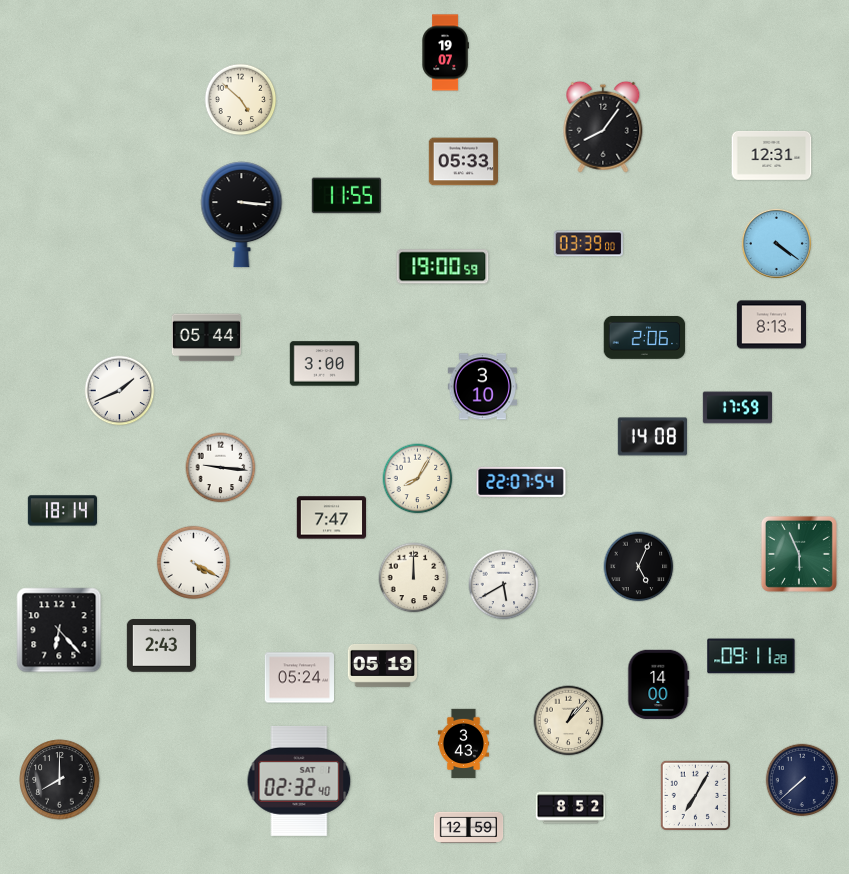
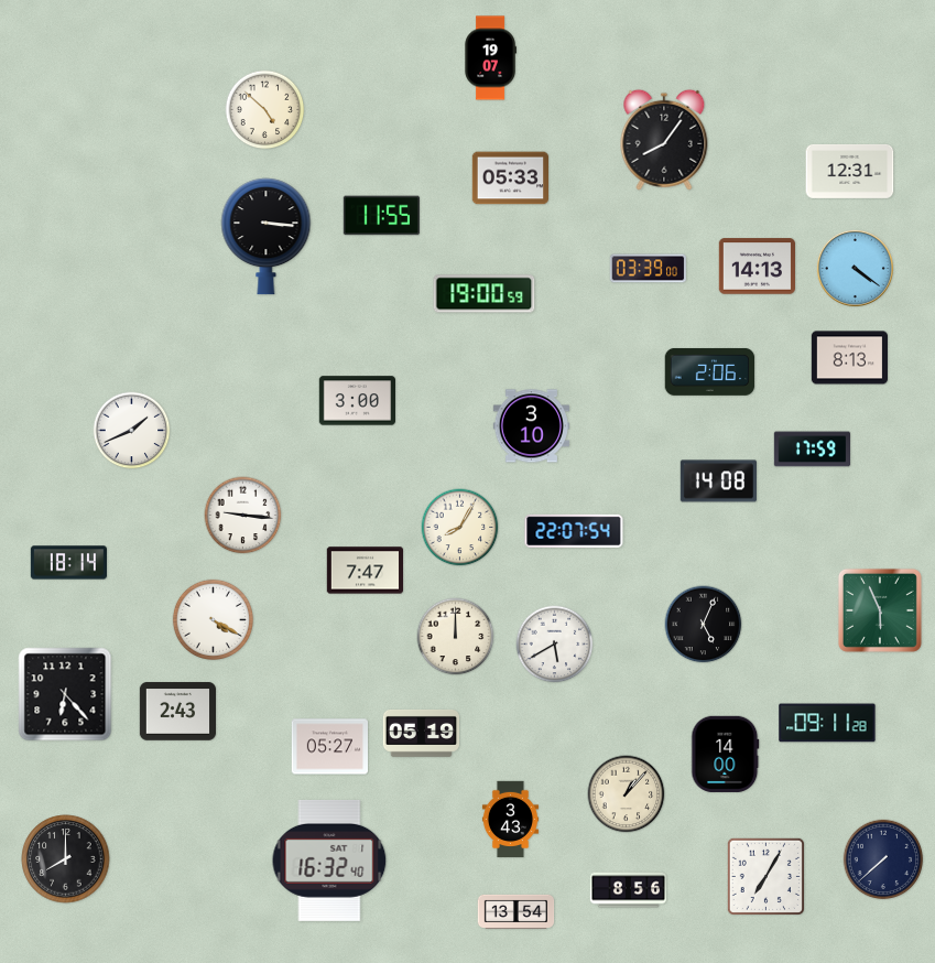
clock at (757, 267): none -> 14:13
clock at (443, 267) position: (443, 267) -> (485, 294)
clock at (206, 338): 05:44 -> none
clock at (299, 678): 05:24 -> 05:27
clock at (299, 781): 02:32 -> 16:32
clock at (571, 808): 8:52 -> 8:56
clock at (469, 827): 12:59 -> 13:54
